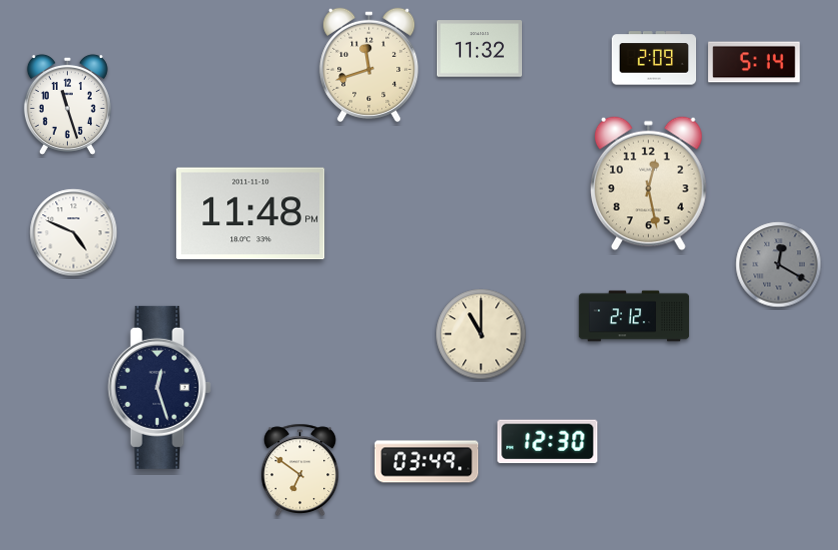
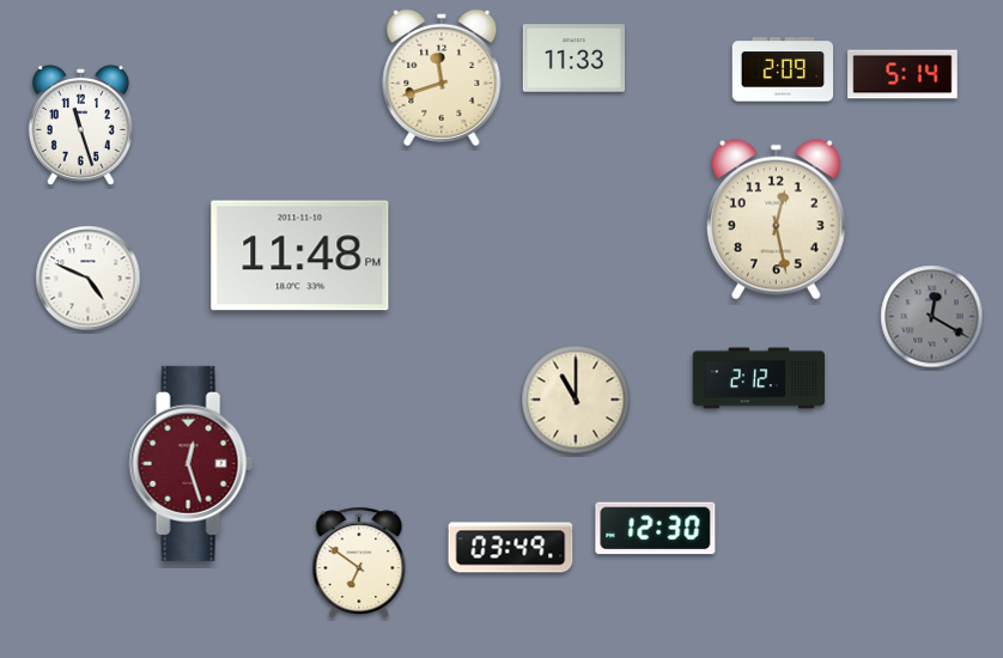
clock at (479, 49): 11:32 -> 11:33
clock at (159, 387) dial: navy -> burgundy
clock at (427, 462) position: (427, 462) -> (511, 548)
